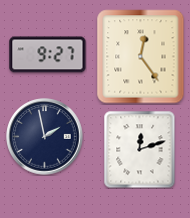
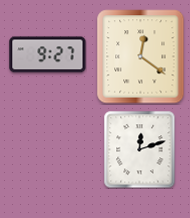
clock at (141, 57): 12:24 -> 12:21
clock at (45, 137): 1:58 -> none
